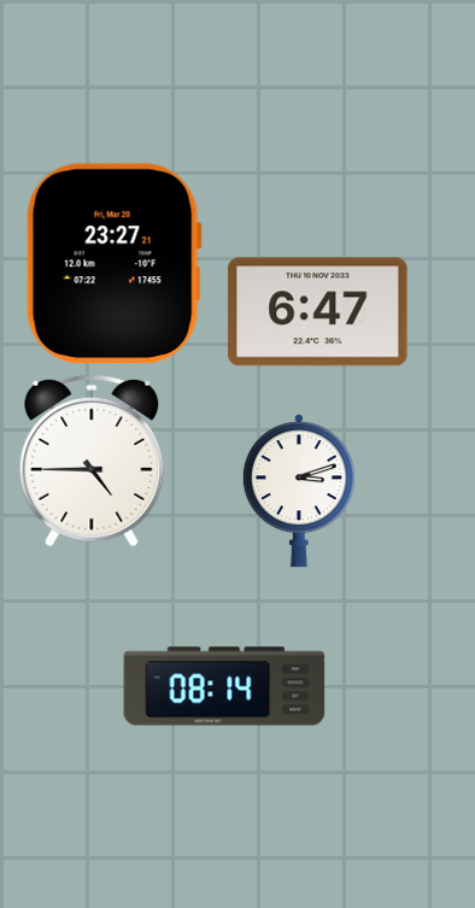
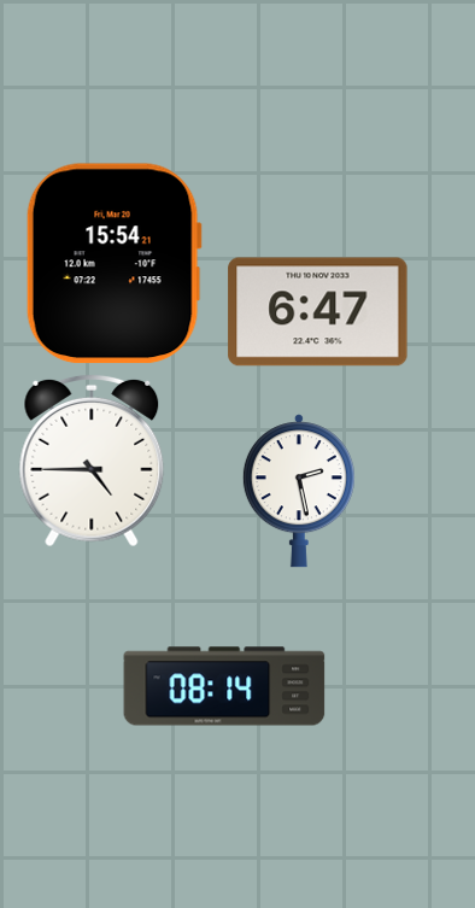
clock at (113, 264): 23:27 -> 15:54
clock at (299, 491): 3:12 -> 2:28
